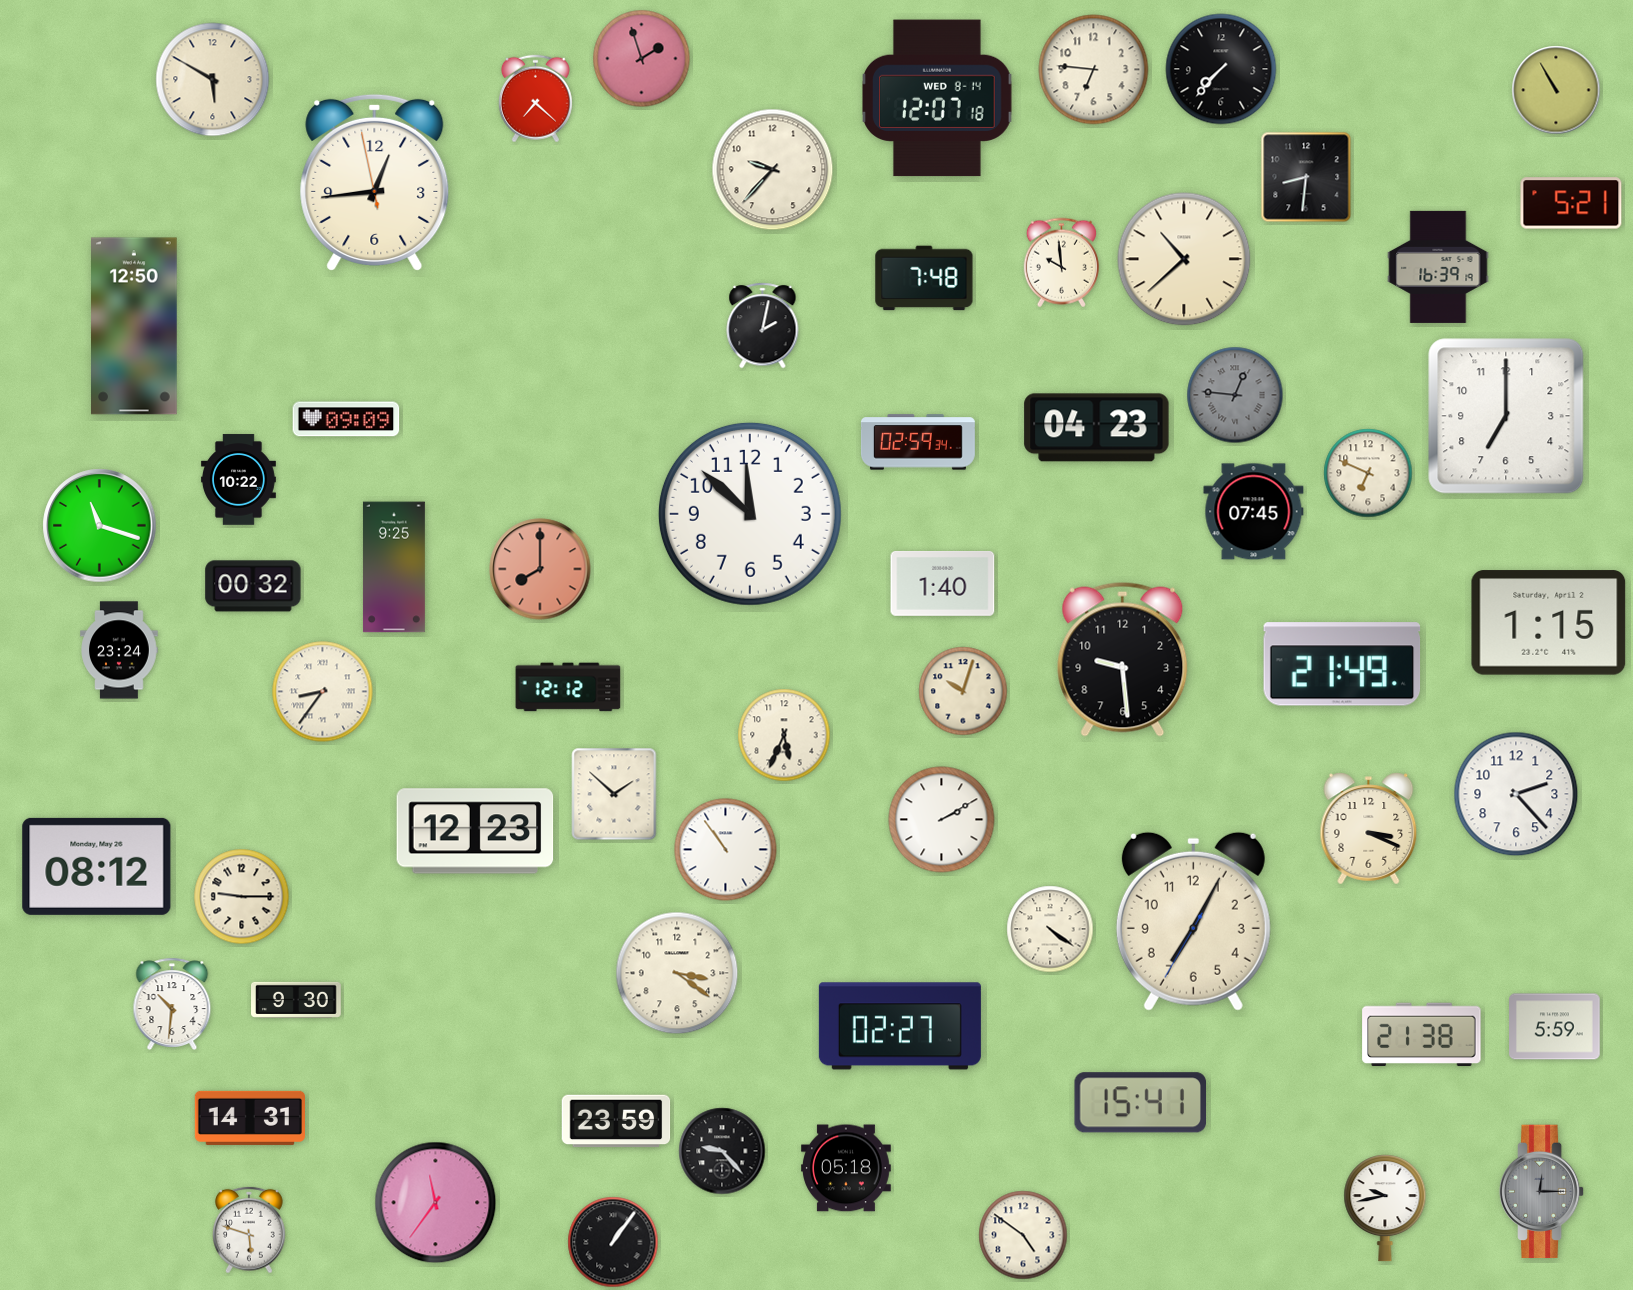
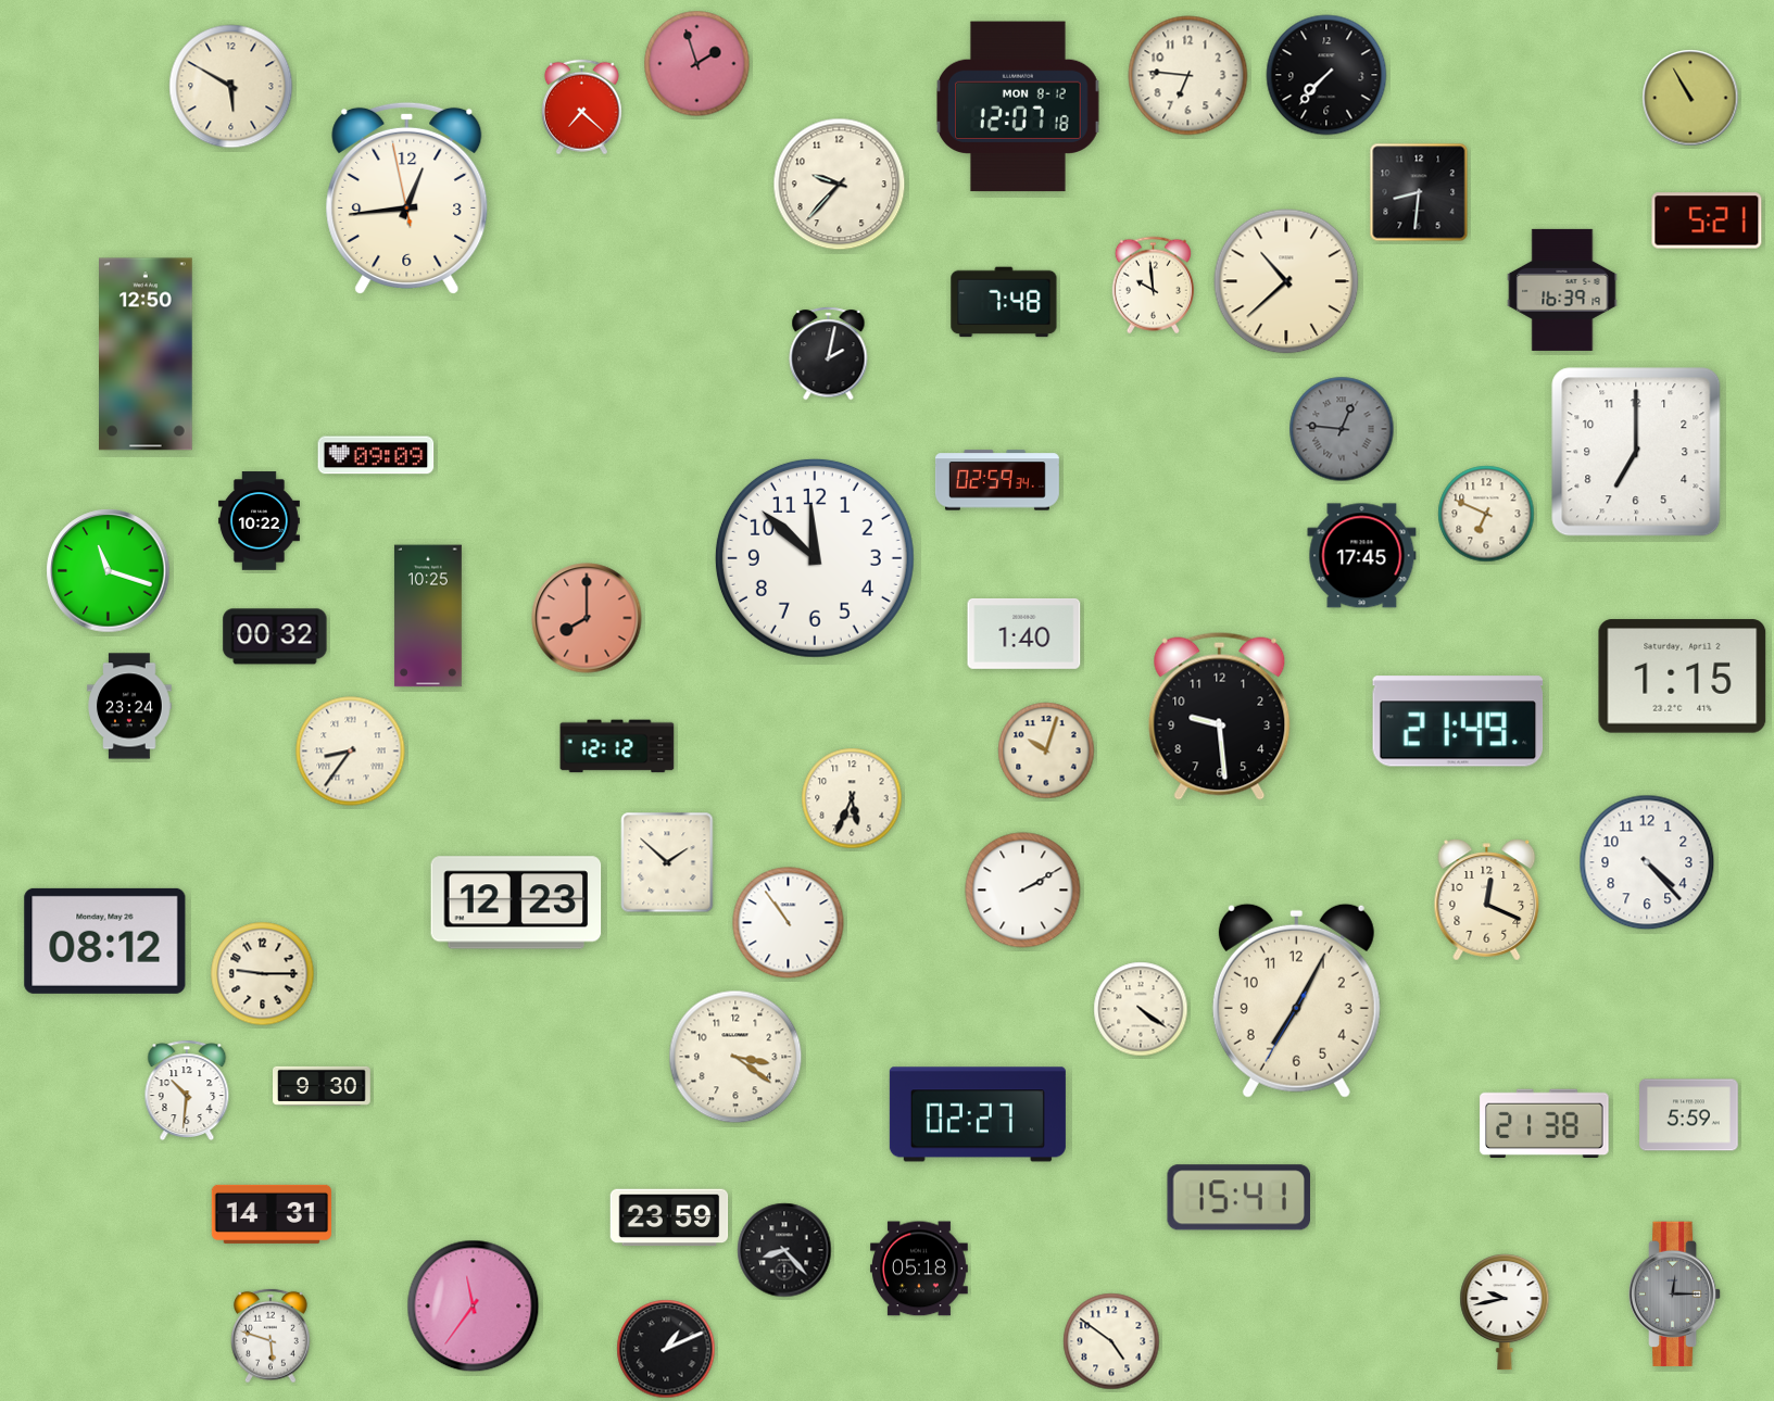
clock at (938, 98) date: WED 8-14 -> MON 8-12
clock at (1097, 428): 04:23 -> none
clock at (1254, 512): 07:45 -> 17:45
clock at (394, 567): 9:25 -> 10:25
clock at (1516, 794): 2:23 -> 4:23
clock at (1369, 829): 3:19 -> 12:19
clock at (722, 1151): 9:23 -> 8:23
clock at (613, 1242): 1:06 -> 1:11
